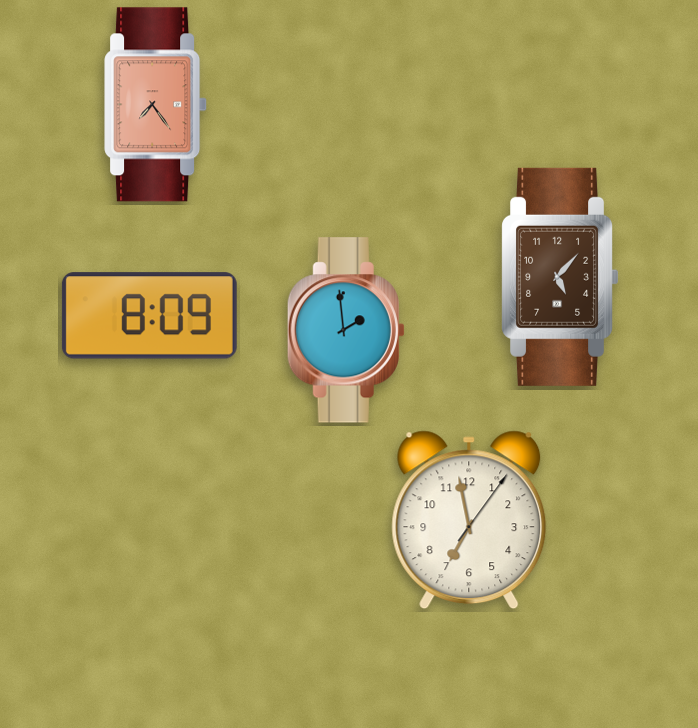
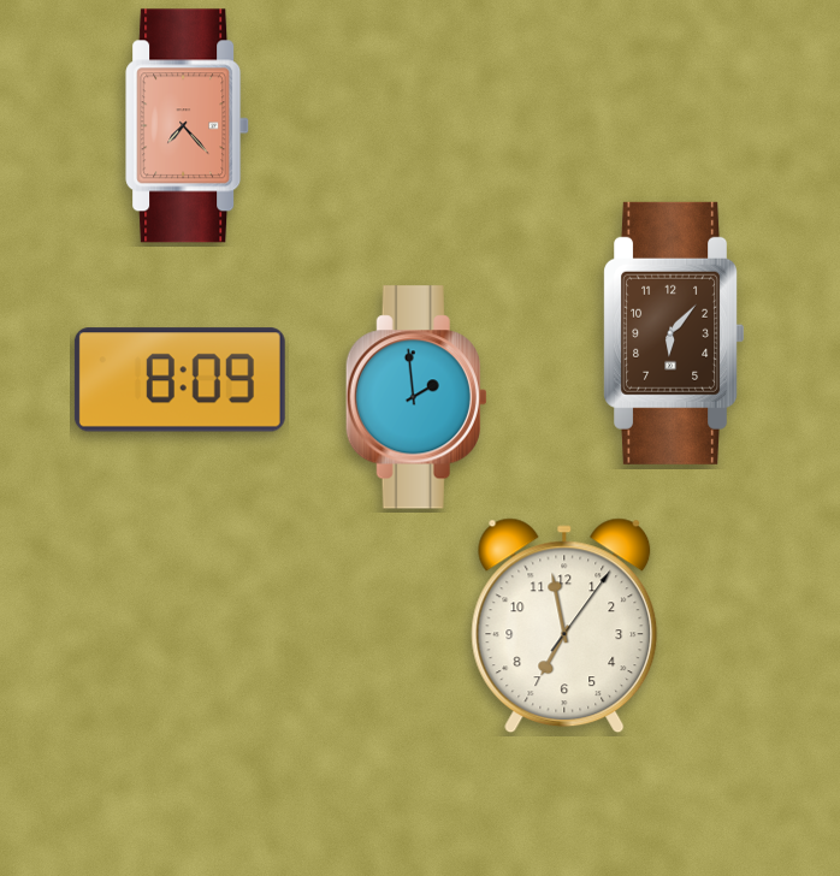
clock at (156, 105): 7:24 -> 7:23
clock at (560, 277): 5:07 -> 6:07
